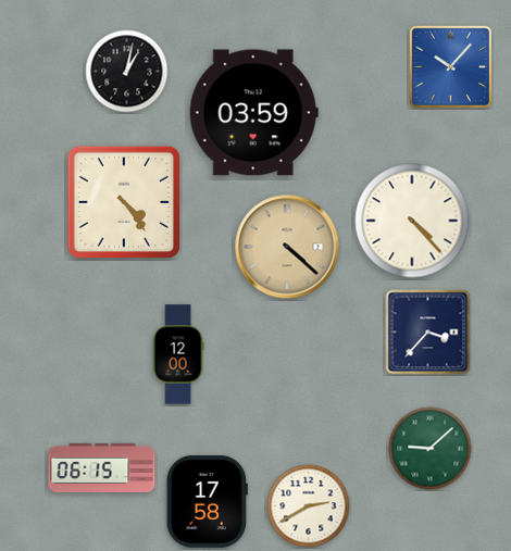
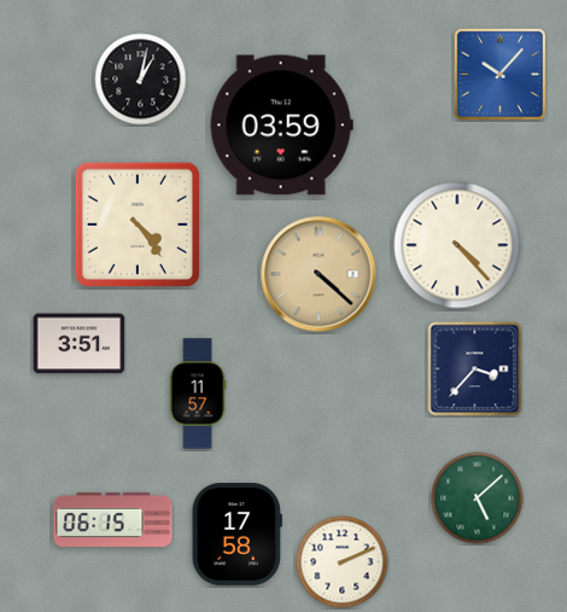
clock at (80, 344): none -> 3:51
clock at (178, 354): 12:00 -> 11:57
clock at (431, 449): 9:08 -> 5:08
clock at (207, 501) position: (207, 501) -> (236, 534)
clock at (309, 506): 2:40 -> 2:11
